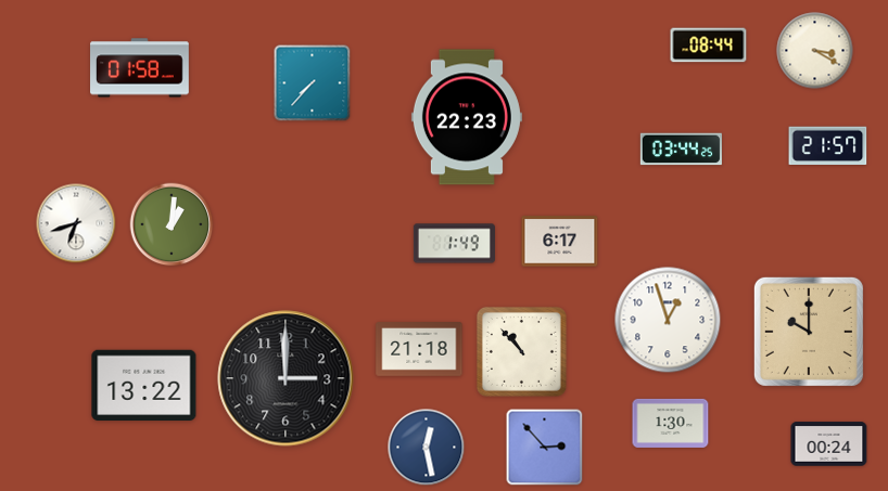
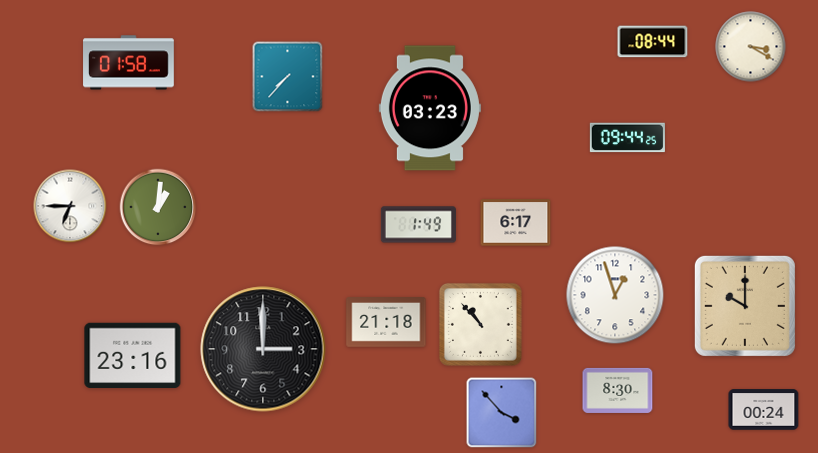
clock at (467, 117): 22:23 -> 03:23
clock at (828, 145): 21:57 -> none
clock at (681, 150): 03:44 -> 09:44
clock at (76, 223): 6:42 -> 6:45
clock at (144, 386): 13:22 -> 23:16
clock at (671, 423): 1:30 -> 8:30
clock at (427, 448): 12:28 -> none
clock at (545, 448): 2:53 -> 3:53
